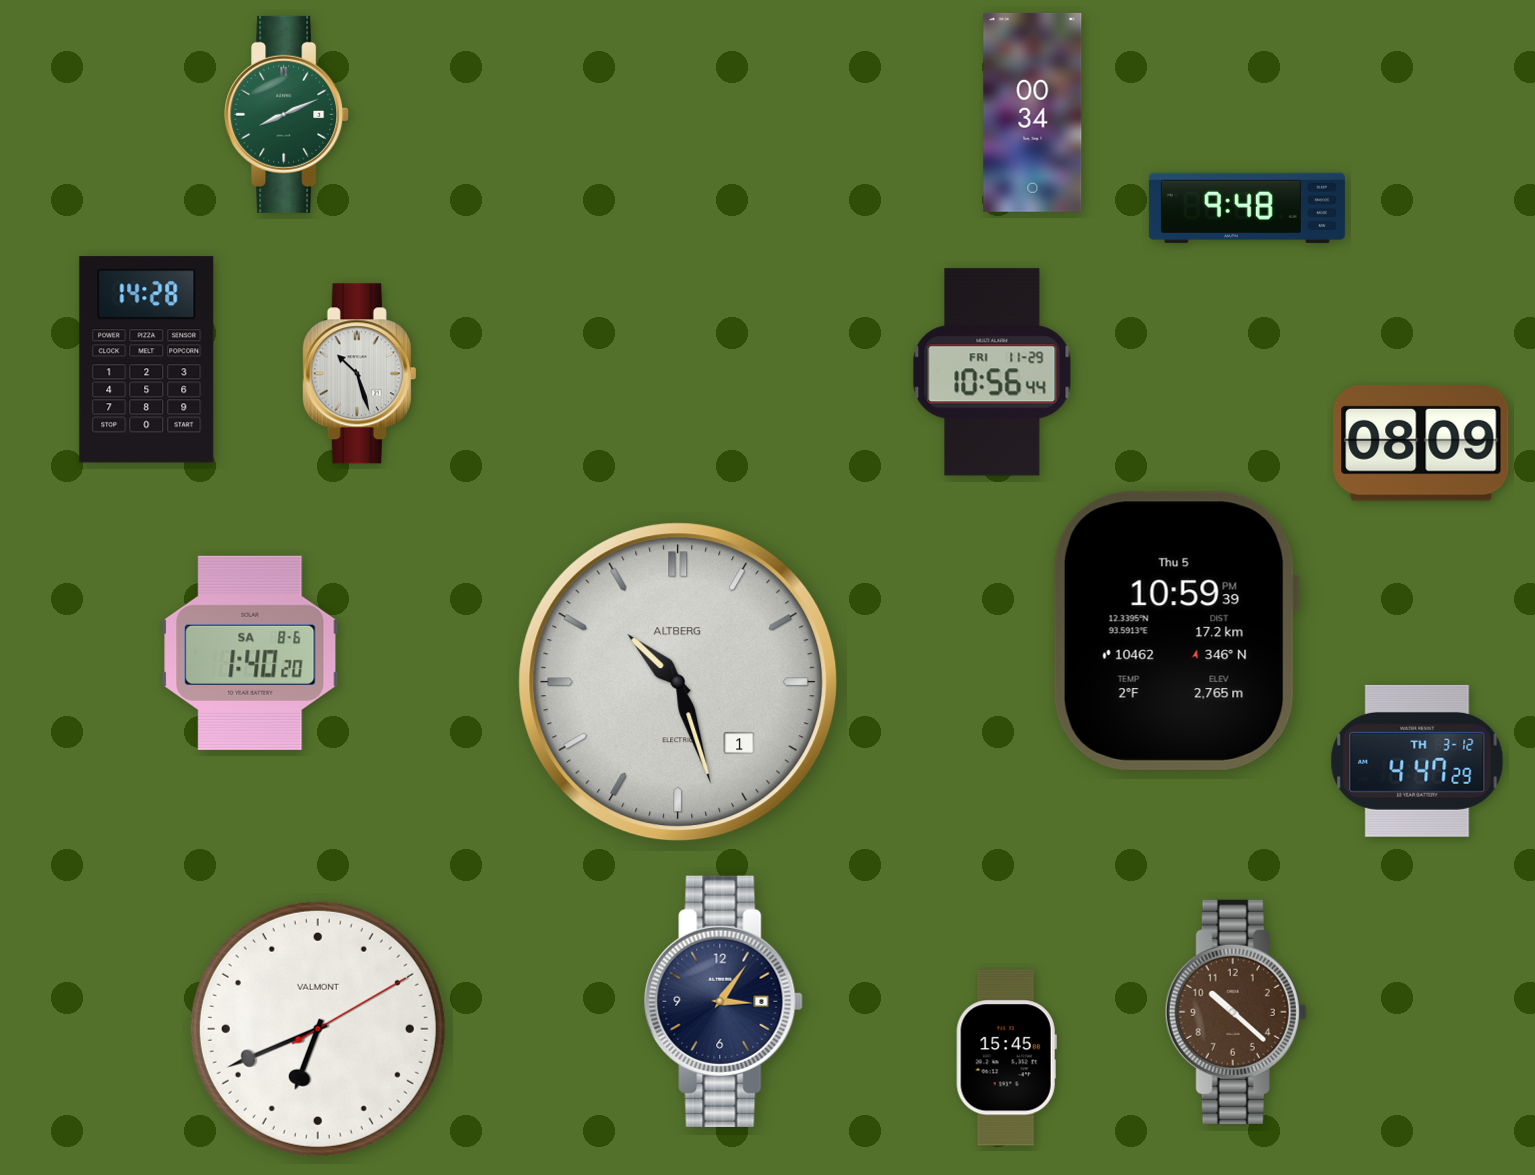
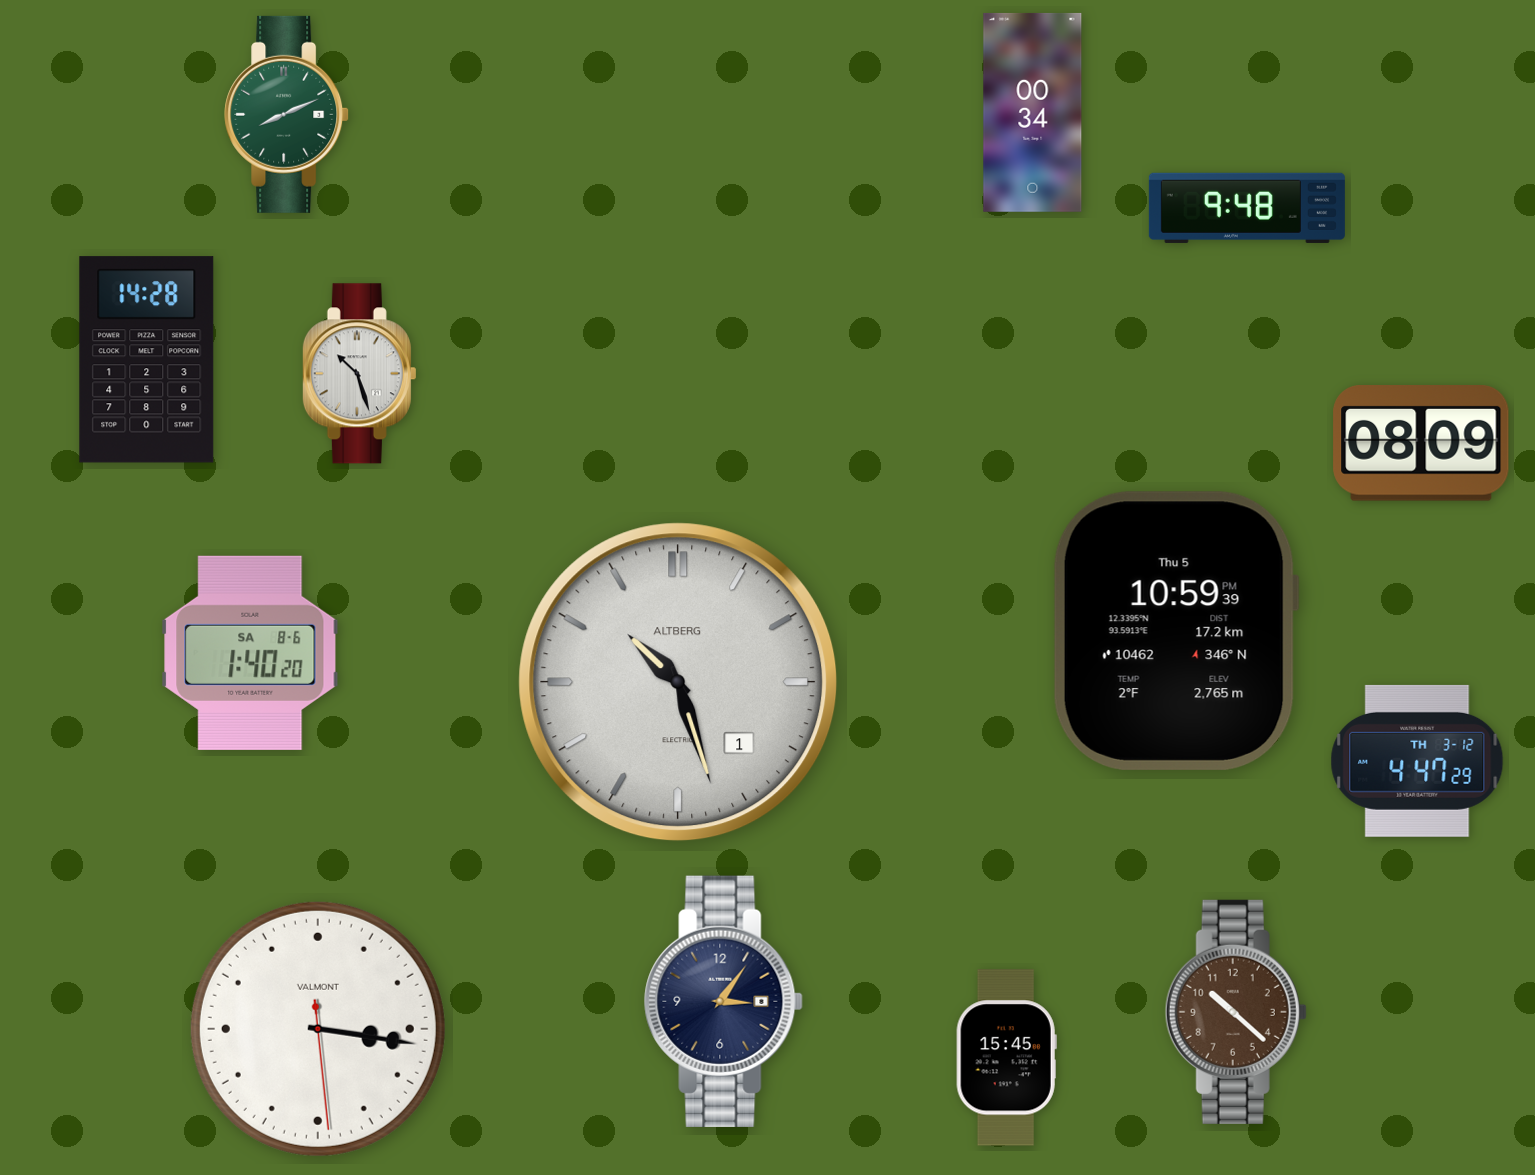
clock at (992, 372): 10:56 -> none
clock at (318, 1029): 6:41 -> 3:16
